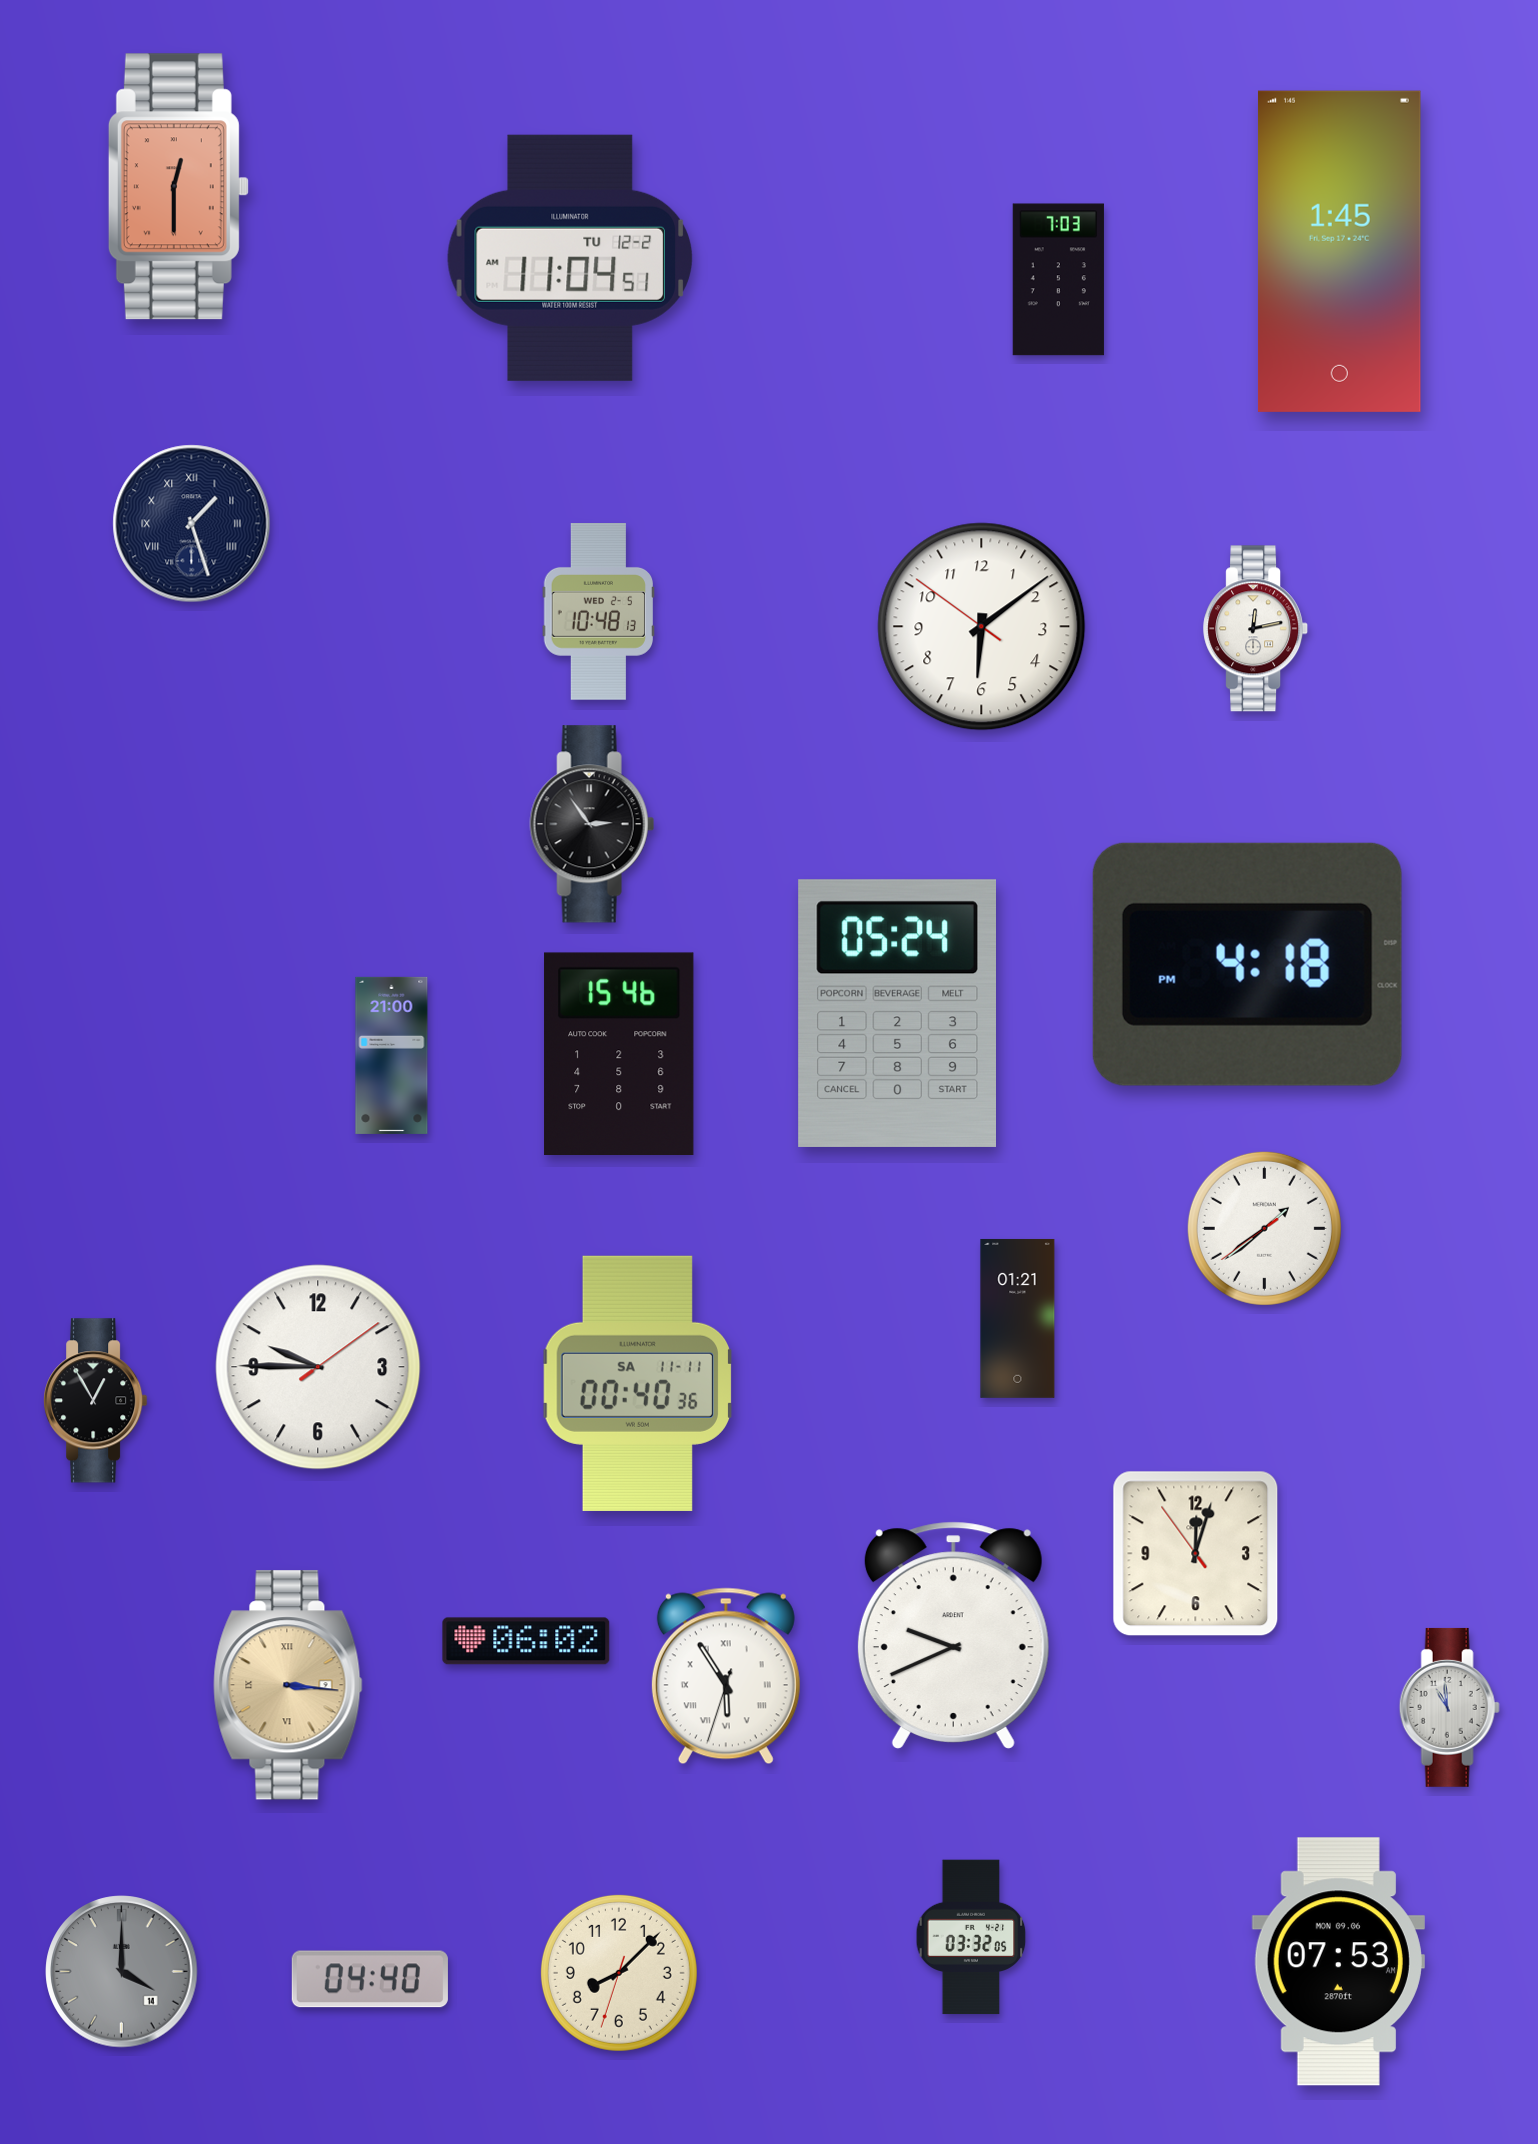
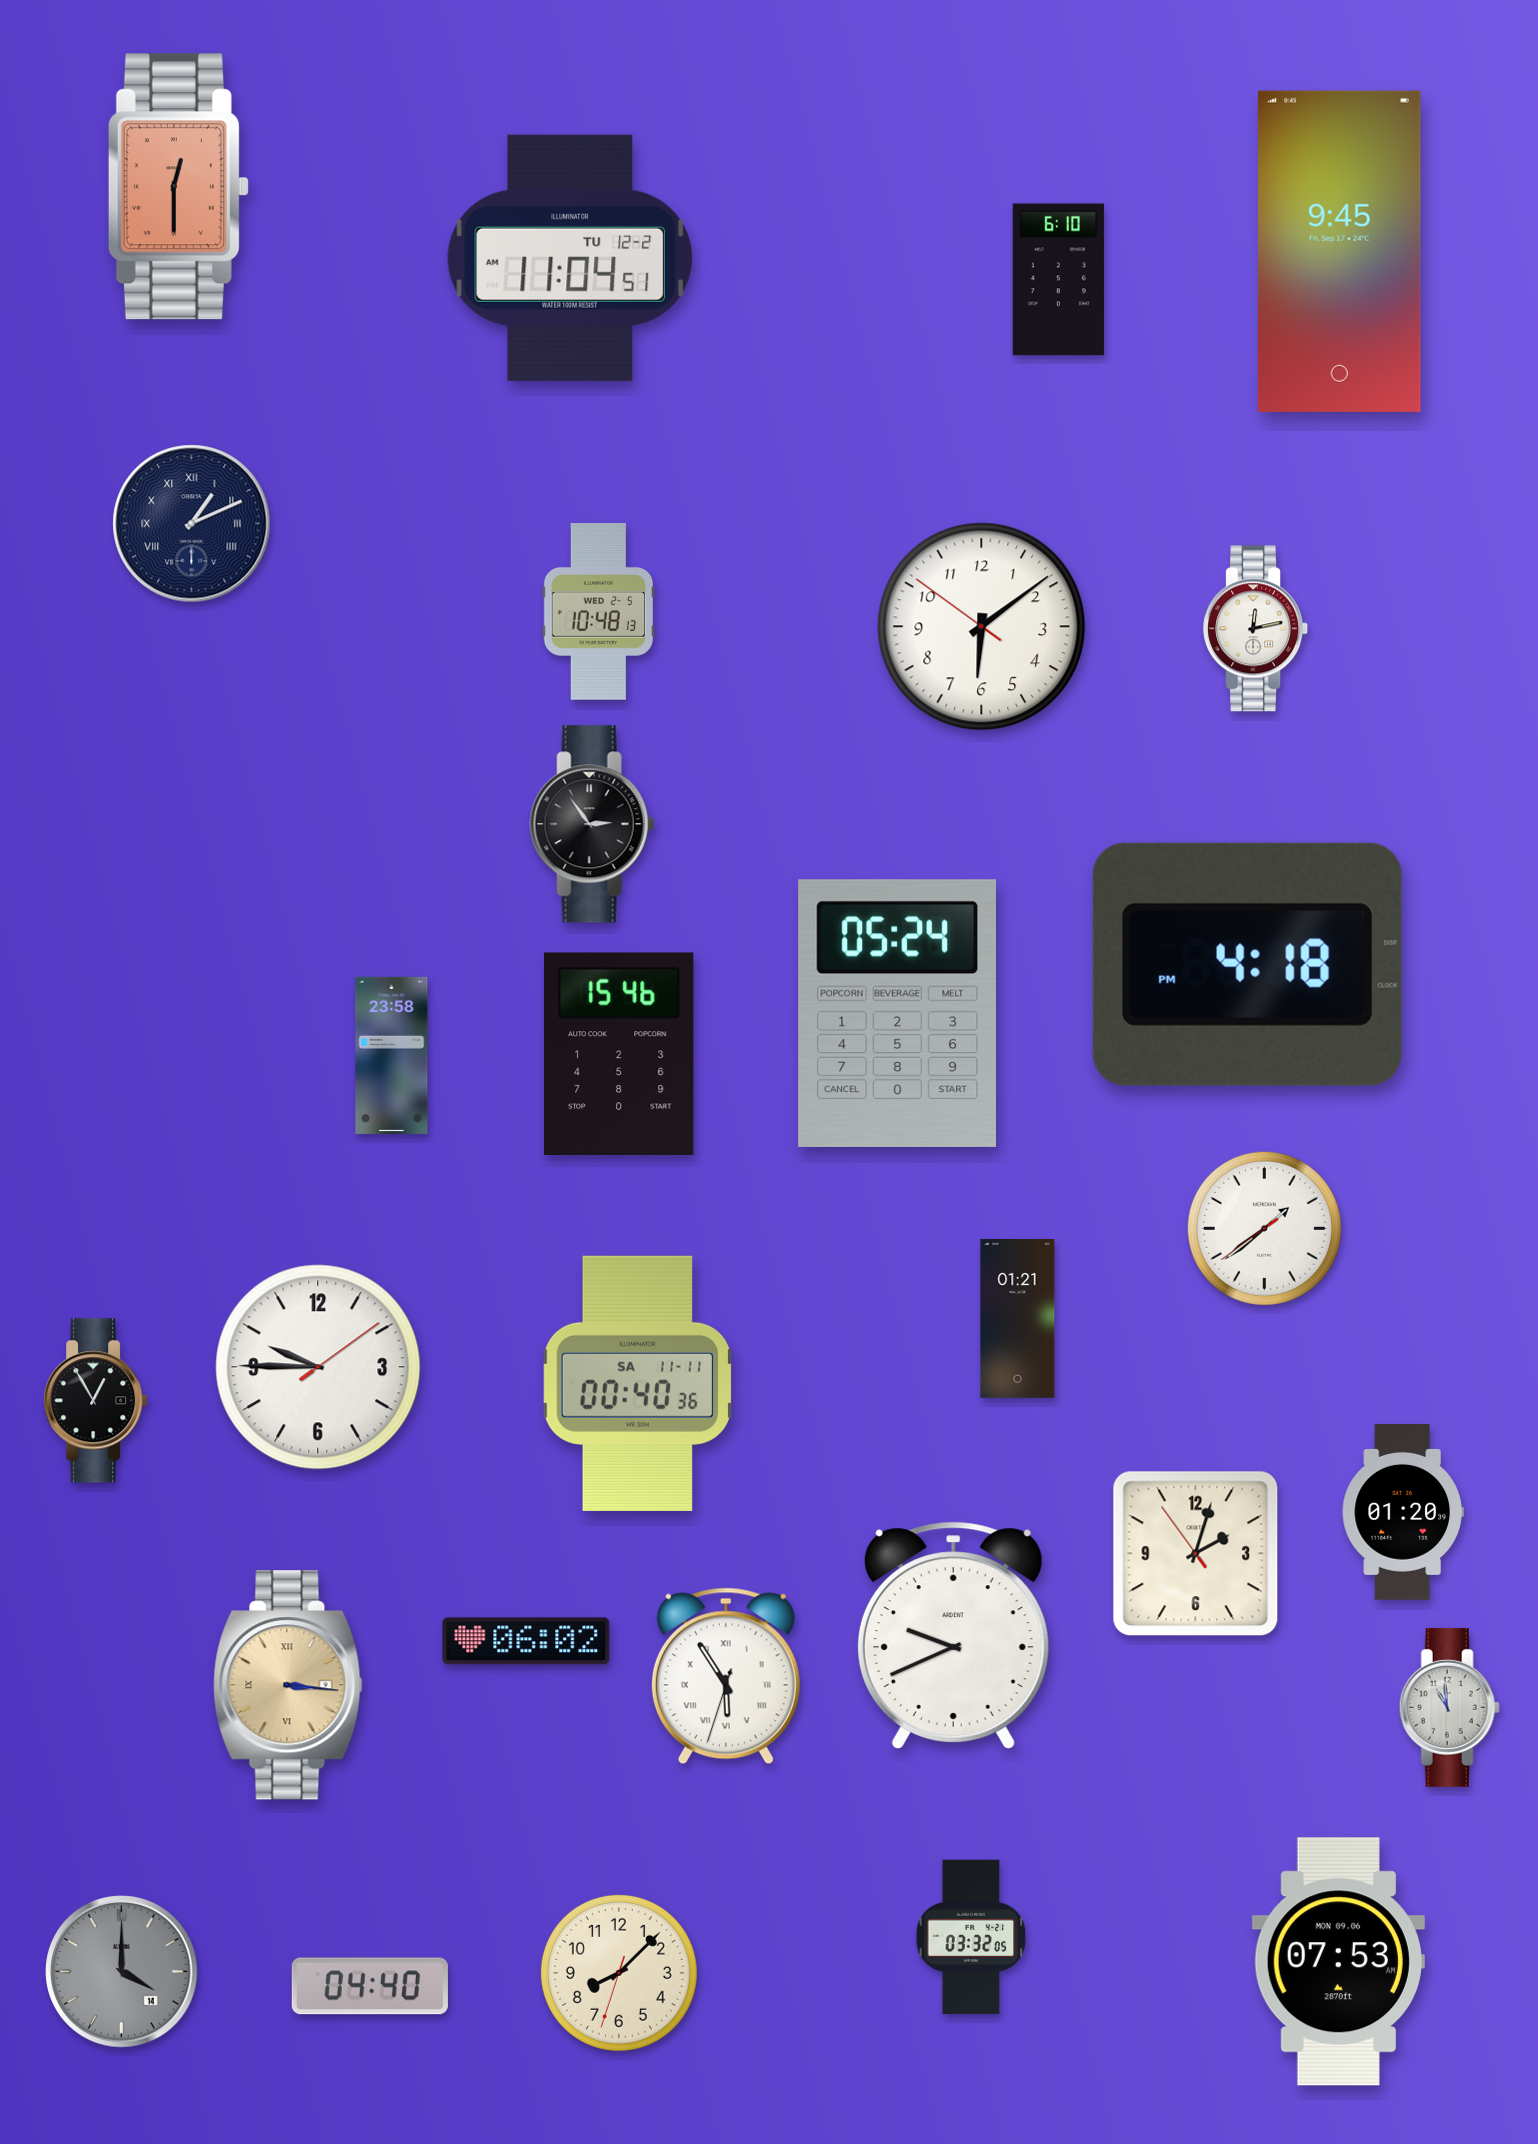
clock at (1339, 251): 1:45 -> 9:45
clock at (1058, 280): 7:03 -> 6:10
clock at (192, 524): 1:27 -> 1:11
clock at (392, 1055): 21:00 -> 23:58
clock at (1403, 1512): none -> 01:20
clock at (1196, 1554): 12:02 -> 2:02
clock at (370, 1979) position: (370, 1979) -> (370, 1986)
